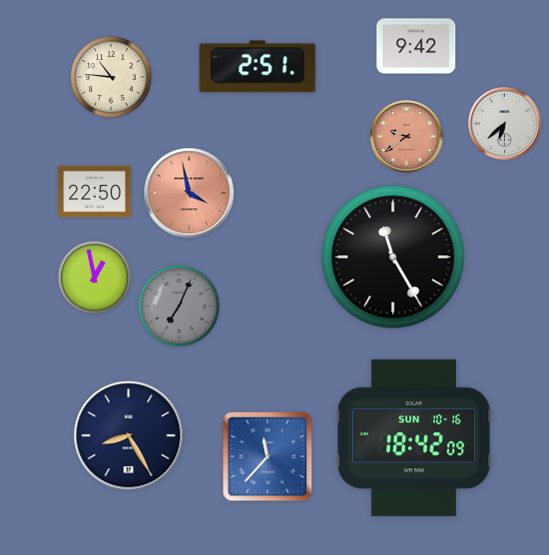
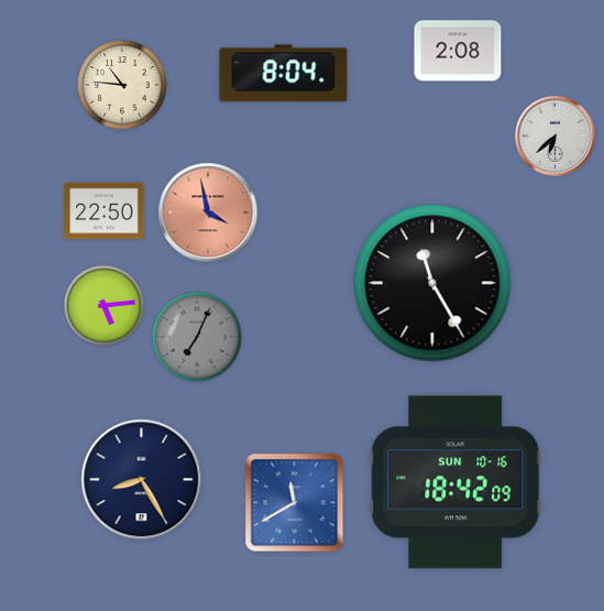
clock at (416, 46): 9:42 -> 2:08
clock at (258, 67): 2:51 -> 8:04
clock at (407, 137): 9:39 -> none
clock at (94, 277): 12:58 -> 5:14
clock at (268, 457): 11:37 -> 11:40
